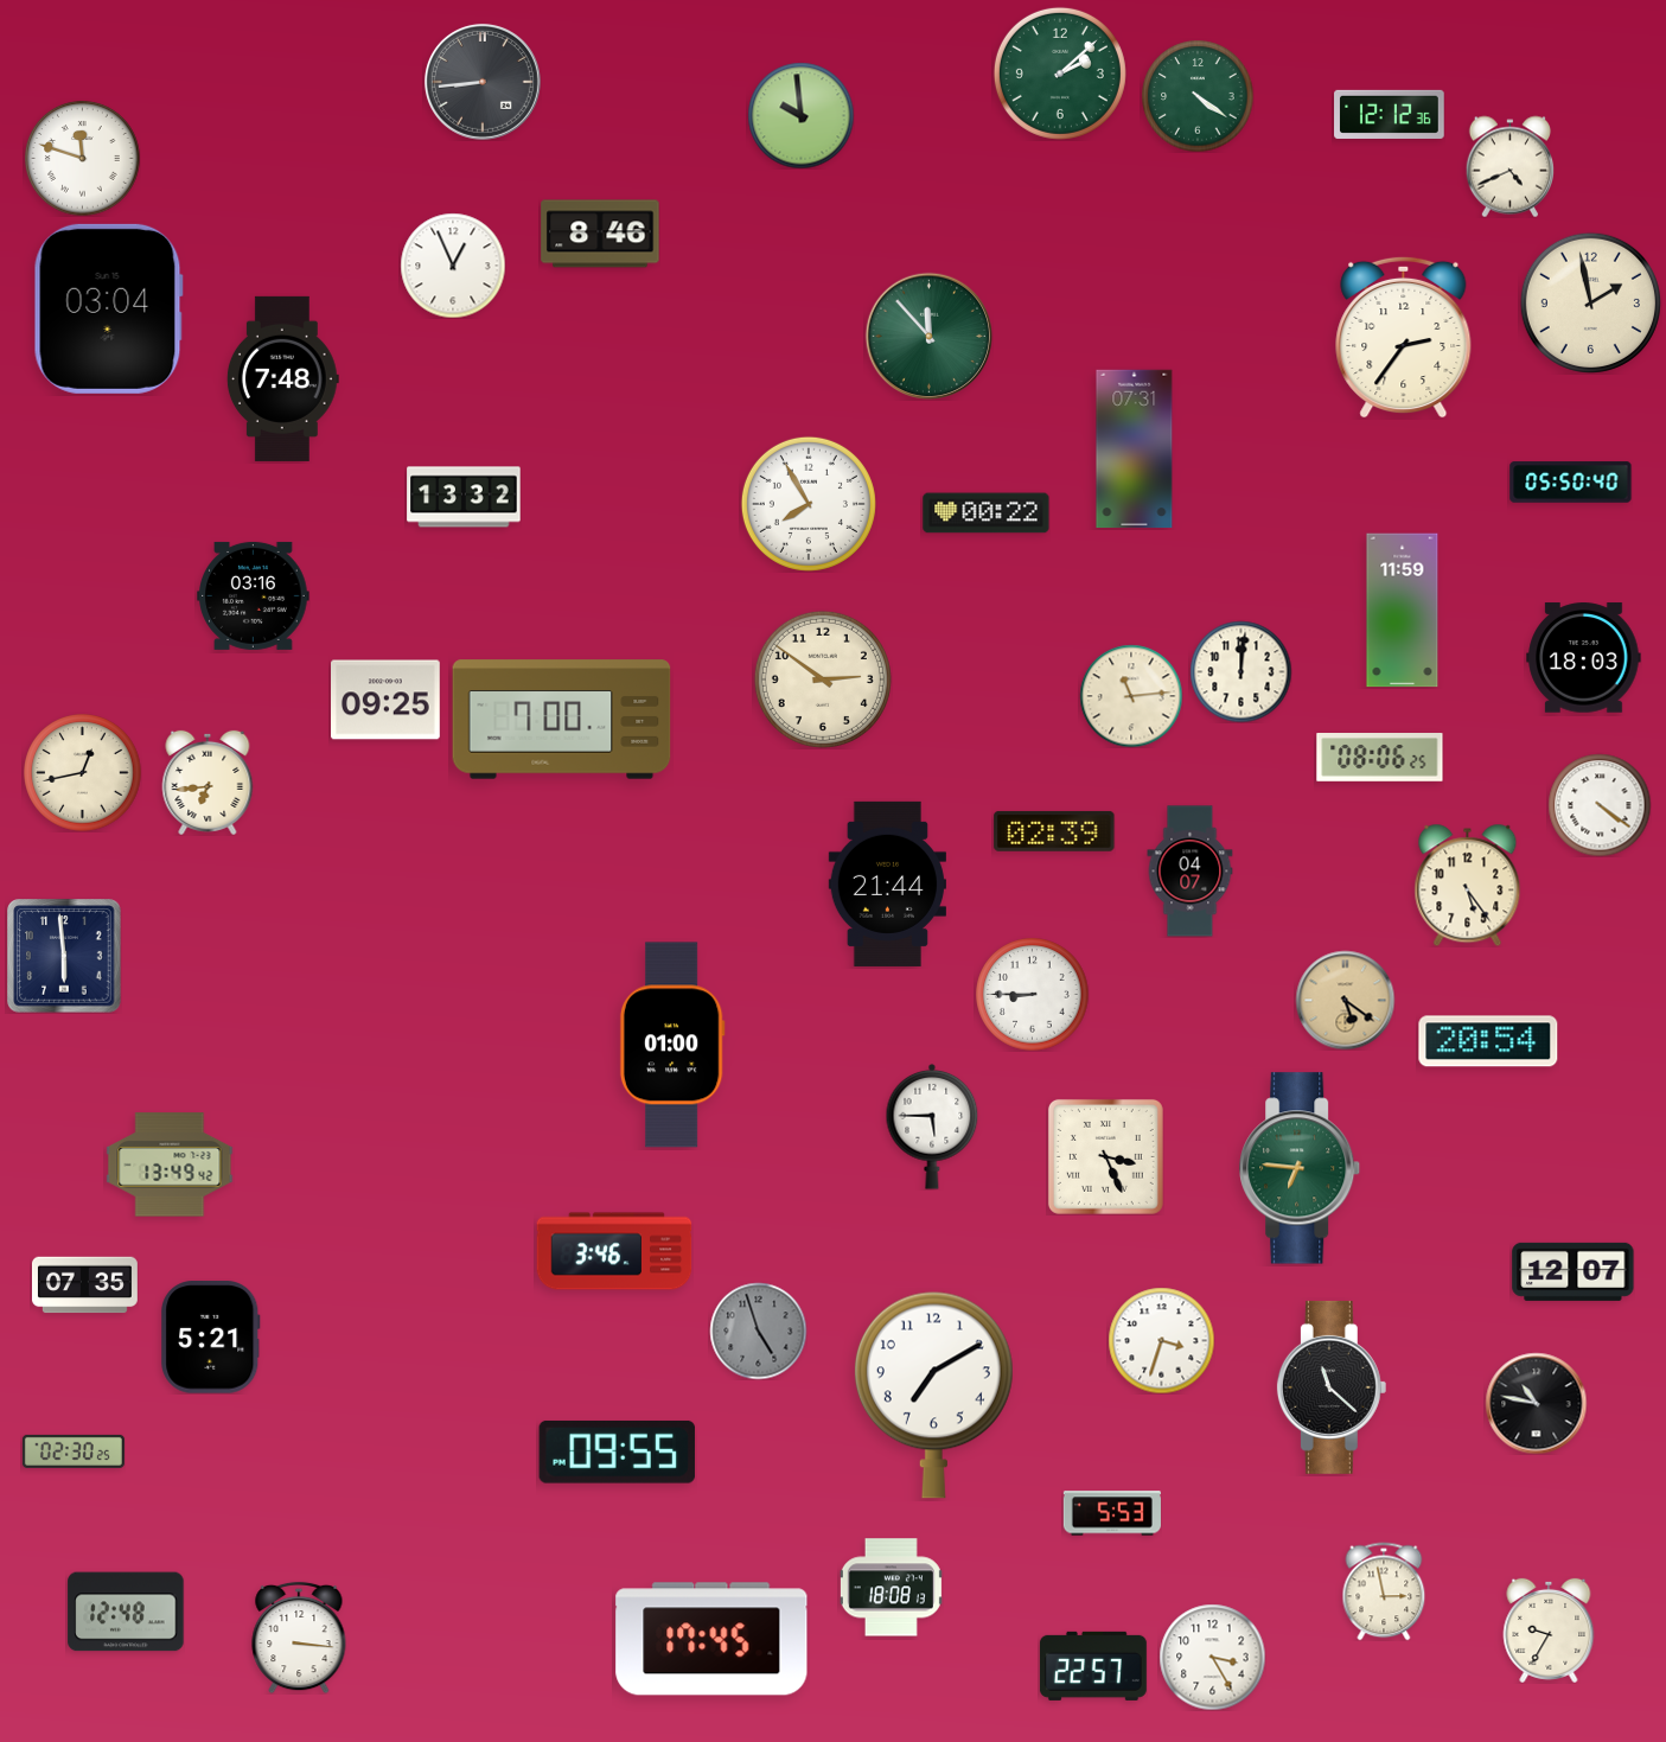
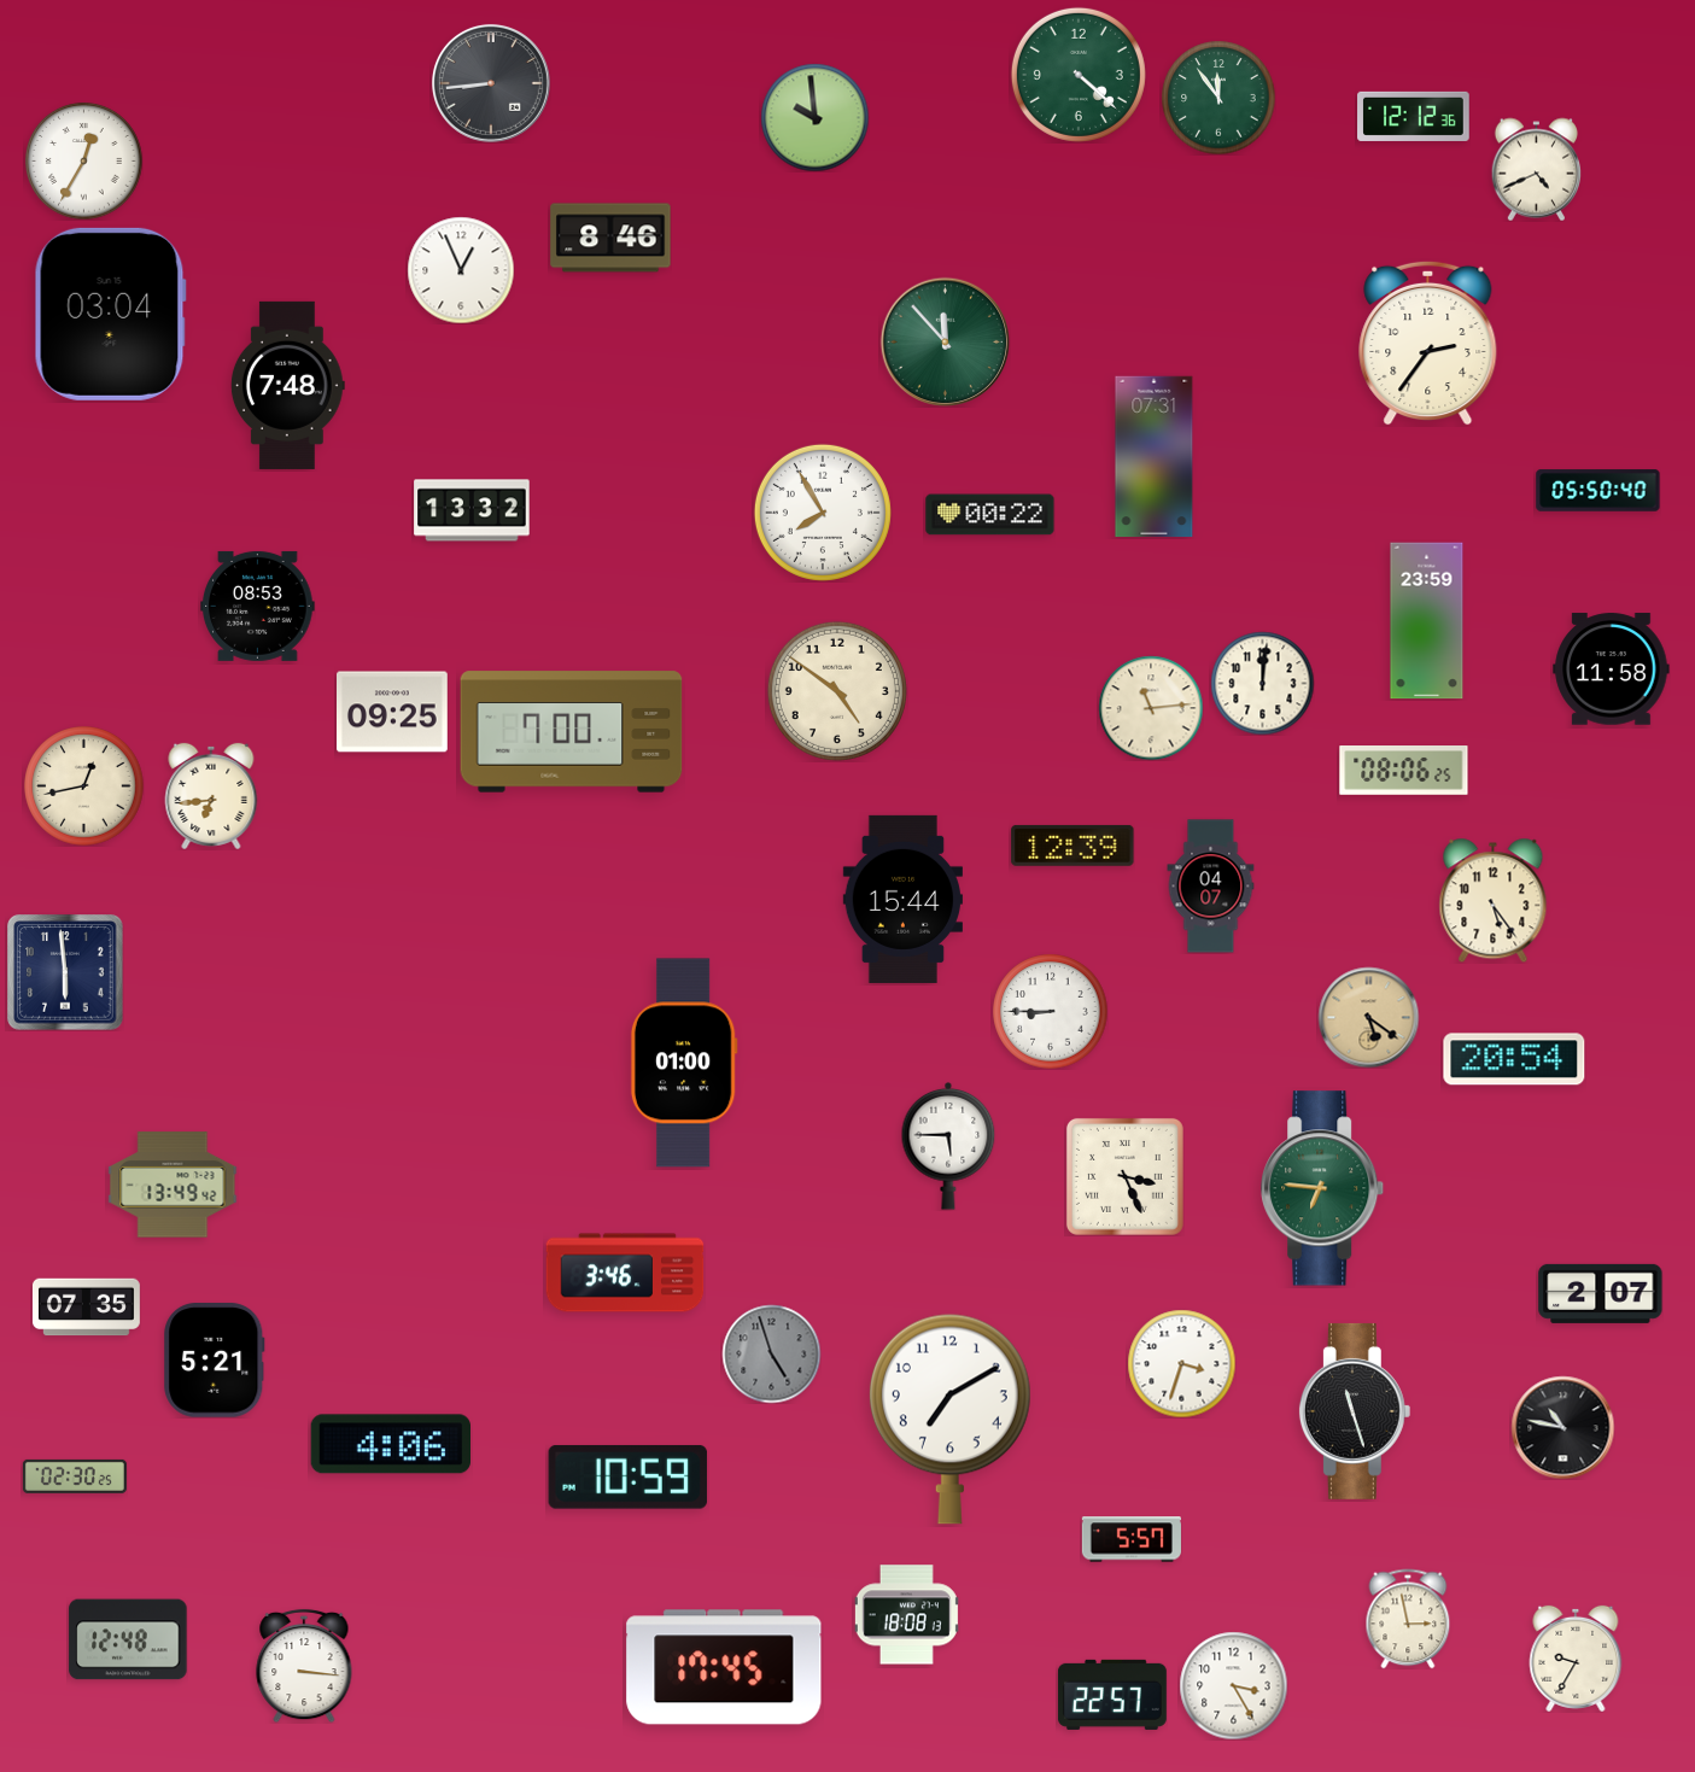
clock at (1060, 74): 2:08 -> 4:22
clock at (1198, 96): 4:21 -> 11:54
clock at (83, 159): 11:48 -> 12:35
clock at (1590, 302): 1:58 -> none
clock at (464, 497) position: (464, 497) -> (472, 510)
clock at (987, 513) position: (987, 513) -> (990, 515)
clock at (254, 595): 03:16 -> 08:53
clock at (1403, 611): 11:59 -> 23:59
clock at (1584, 658): 18:03 -> 11:58
clock at (823, 679): 2:51 -> 4:51
clock at (1600, 805): 4:21 -> none
clock at (1054, 831): 02:39 -> 12:39
clock at (887, 883): 21:44 -> 15:44
clock at (1574, 1271): 12:07 -> 2:07
clock at (1332, 1387): 11:22 -> 11:27
clock at (390, 1444): none -> 4:06
clock at (617, 1451): 09:55 -> 10:59
clock at (1112, 1513): 5:53 -> 5:57
